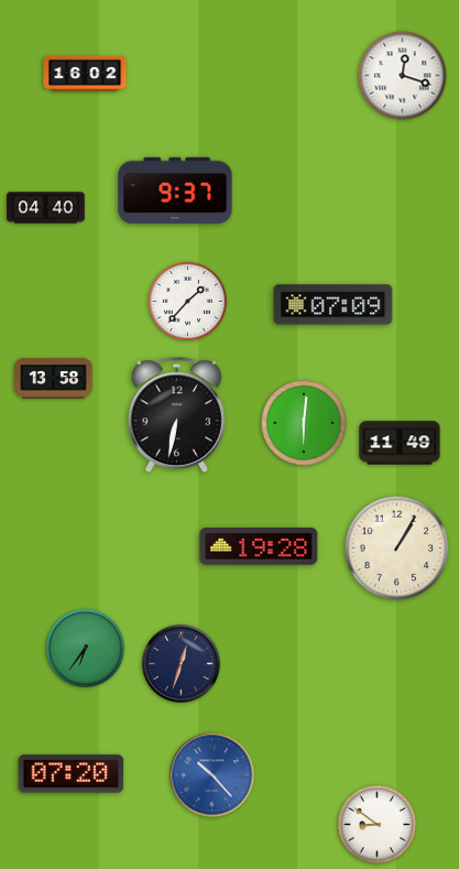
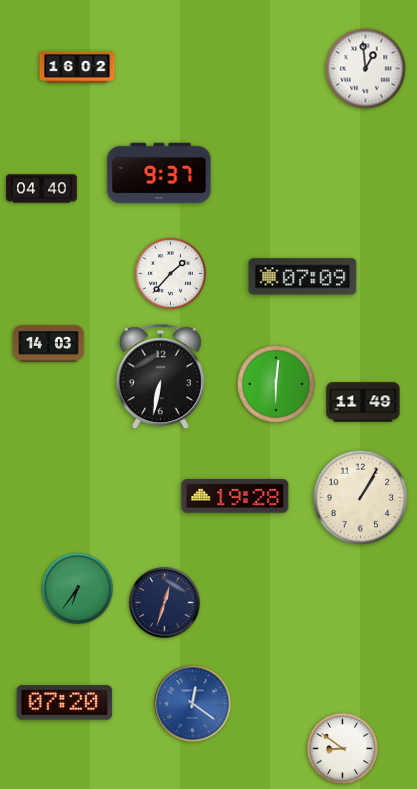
clock at (403, 76): 12:18 -> 12:59
clock at (54, 379): 13:58 -> 14:03
clock at (212, 775): 10:23 -> 12:21
